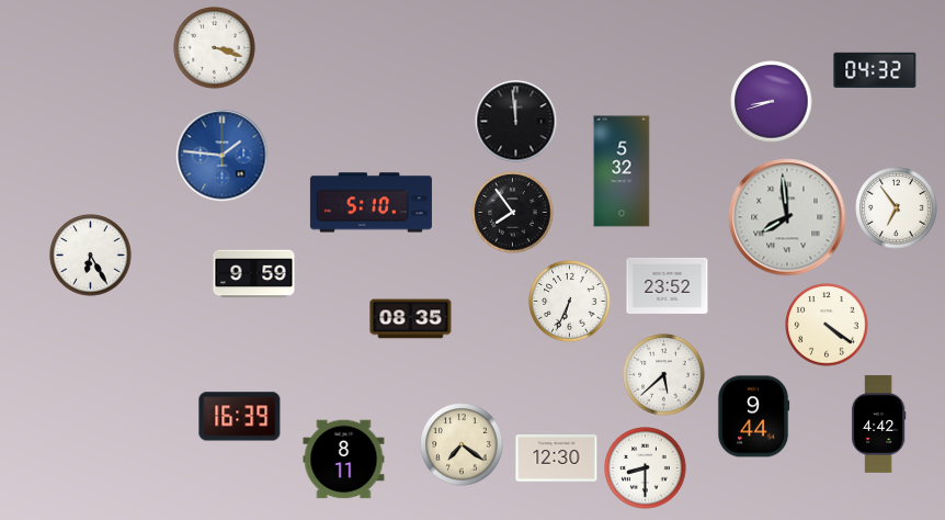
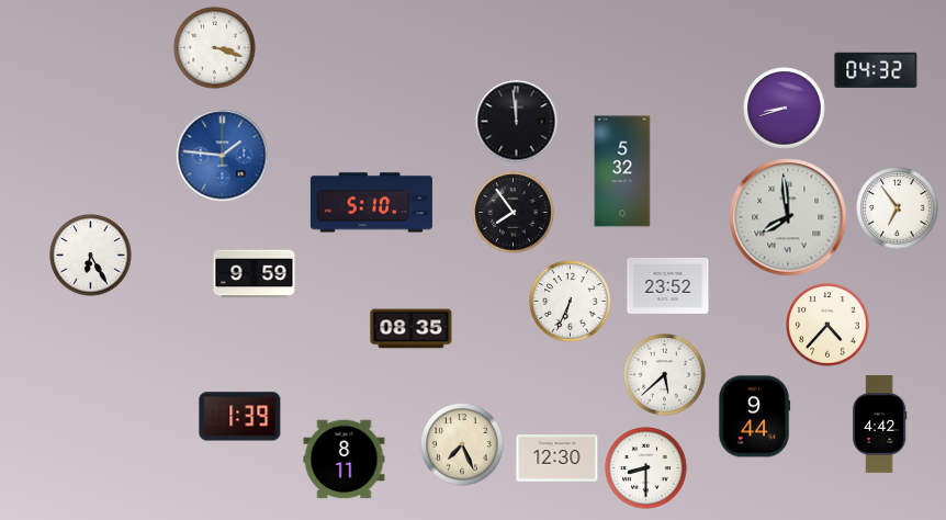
clock at (772, 102) position: (772, 102) -> (785, 109)
clock at (411, 319) position: (411, 319) -> (412, 329)
clock at (827, 325): 4:21 -> 4:37
clock at (240, 417): 16:39 -> 1:39
clock at (462, 444): 7:21 -> 7:26
